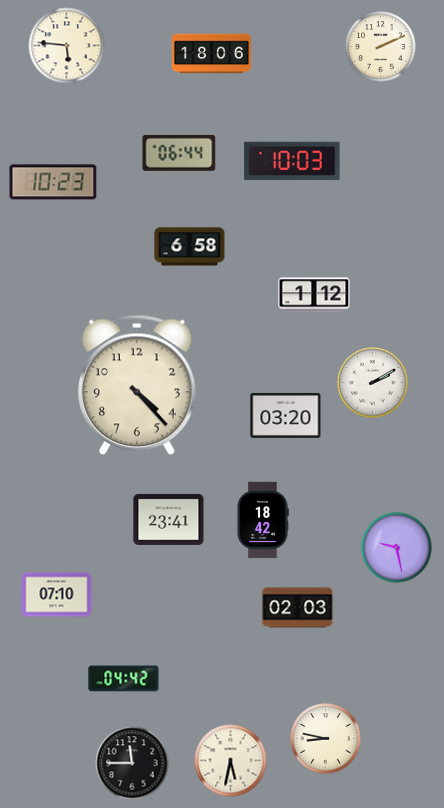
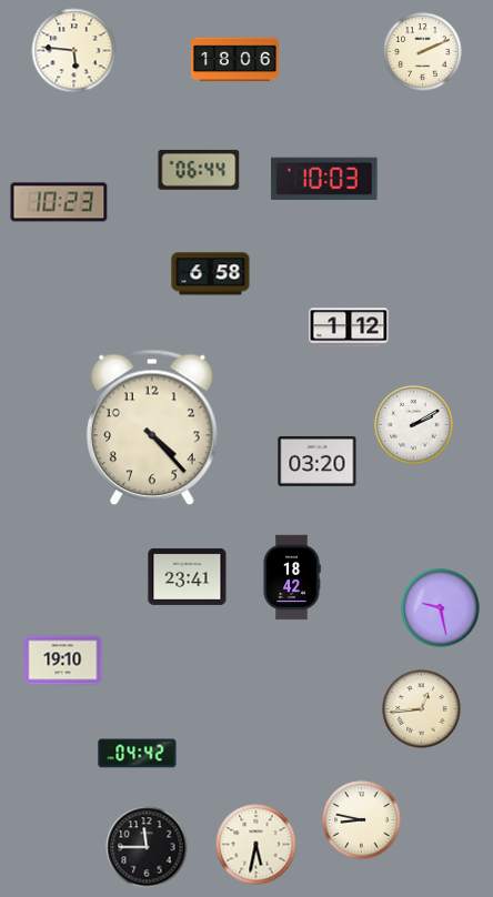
clock at (57, 595): 07:10 -> 19:10
clock at (298, 608): 02:03 -> none
clock at (422, 709): none -> 12:44
